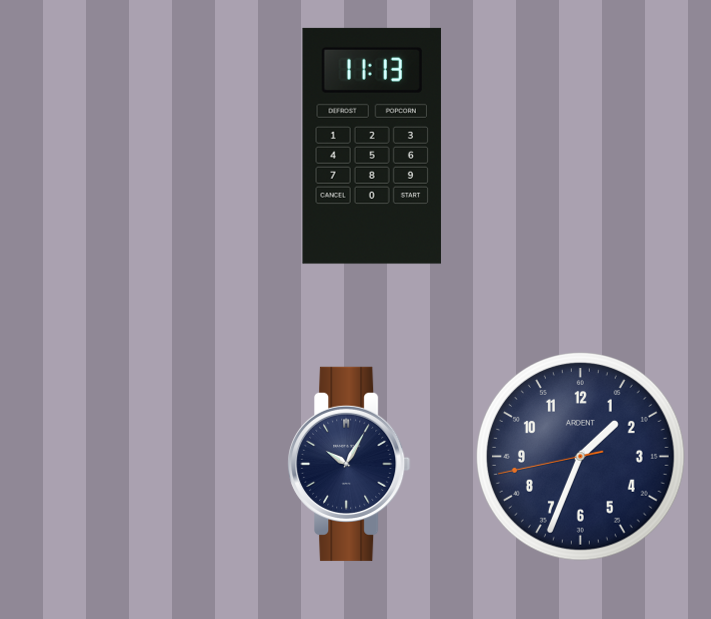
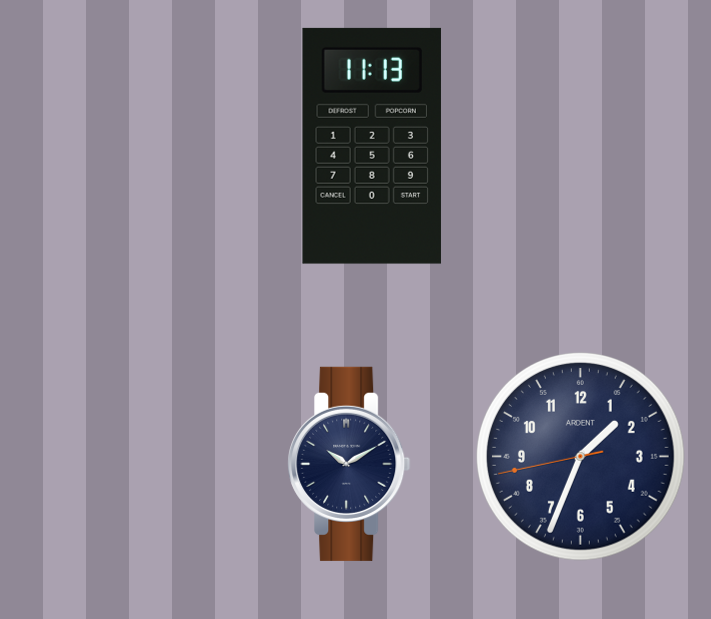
clock at (349, 464): 10:05 -> 10:10
